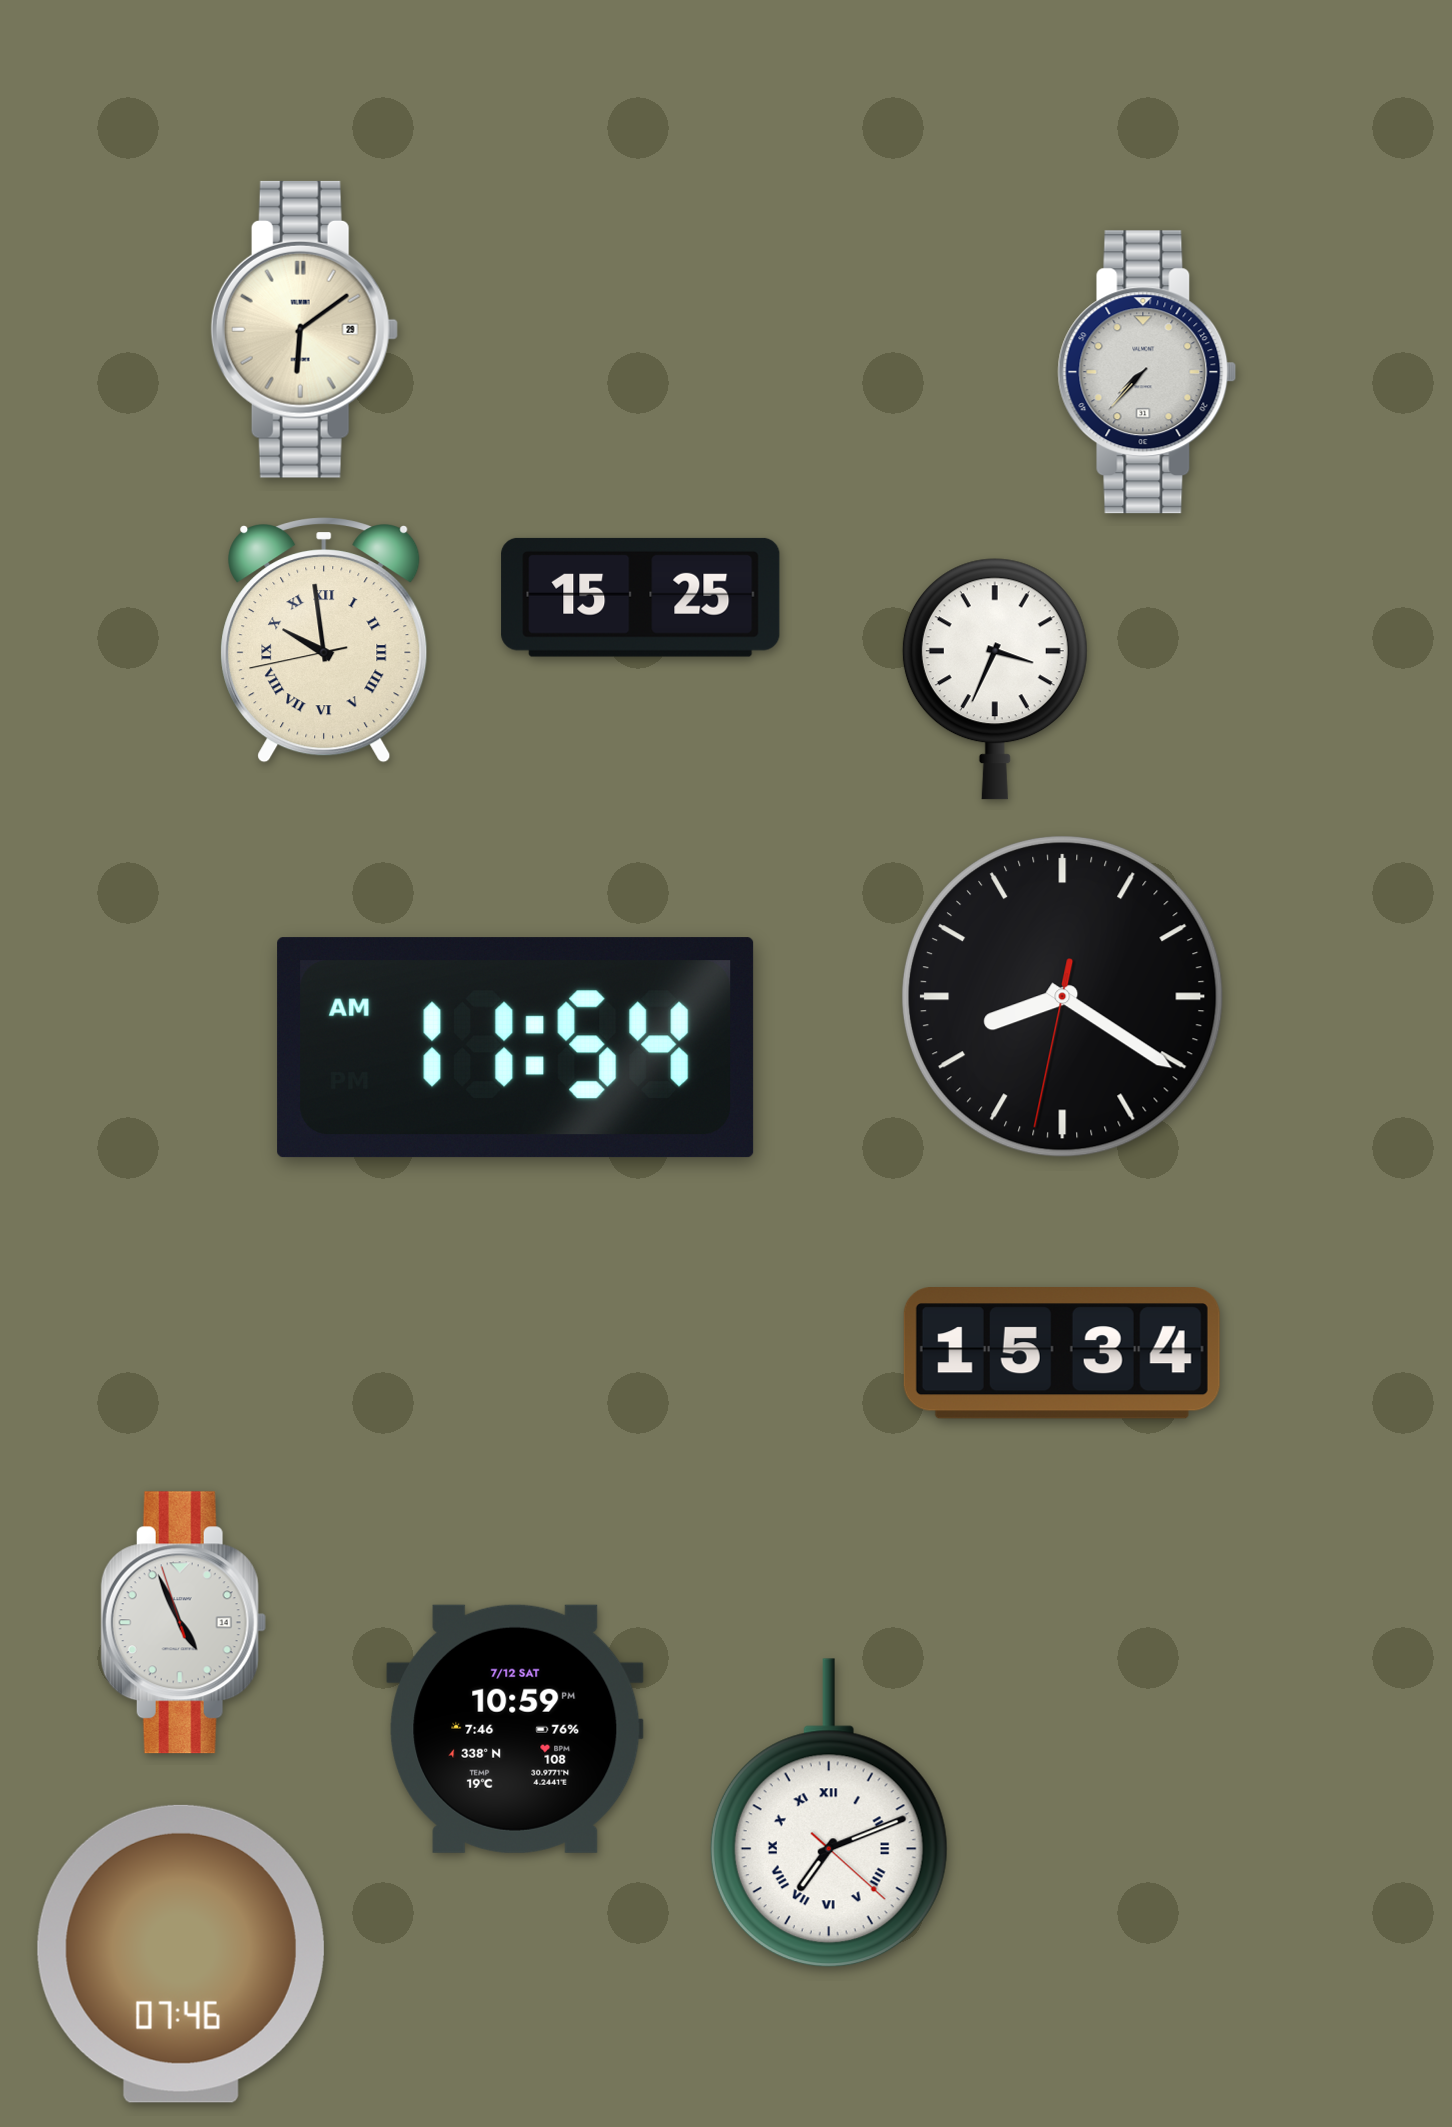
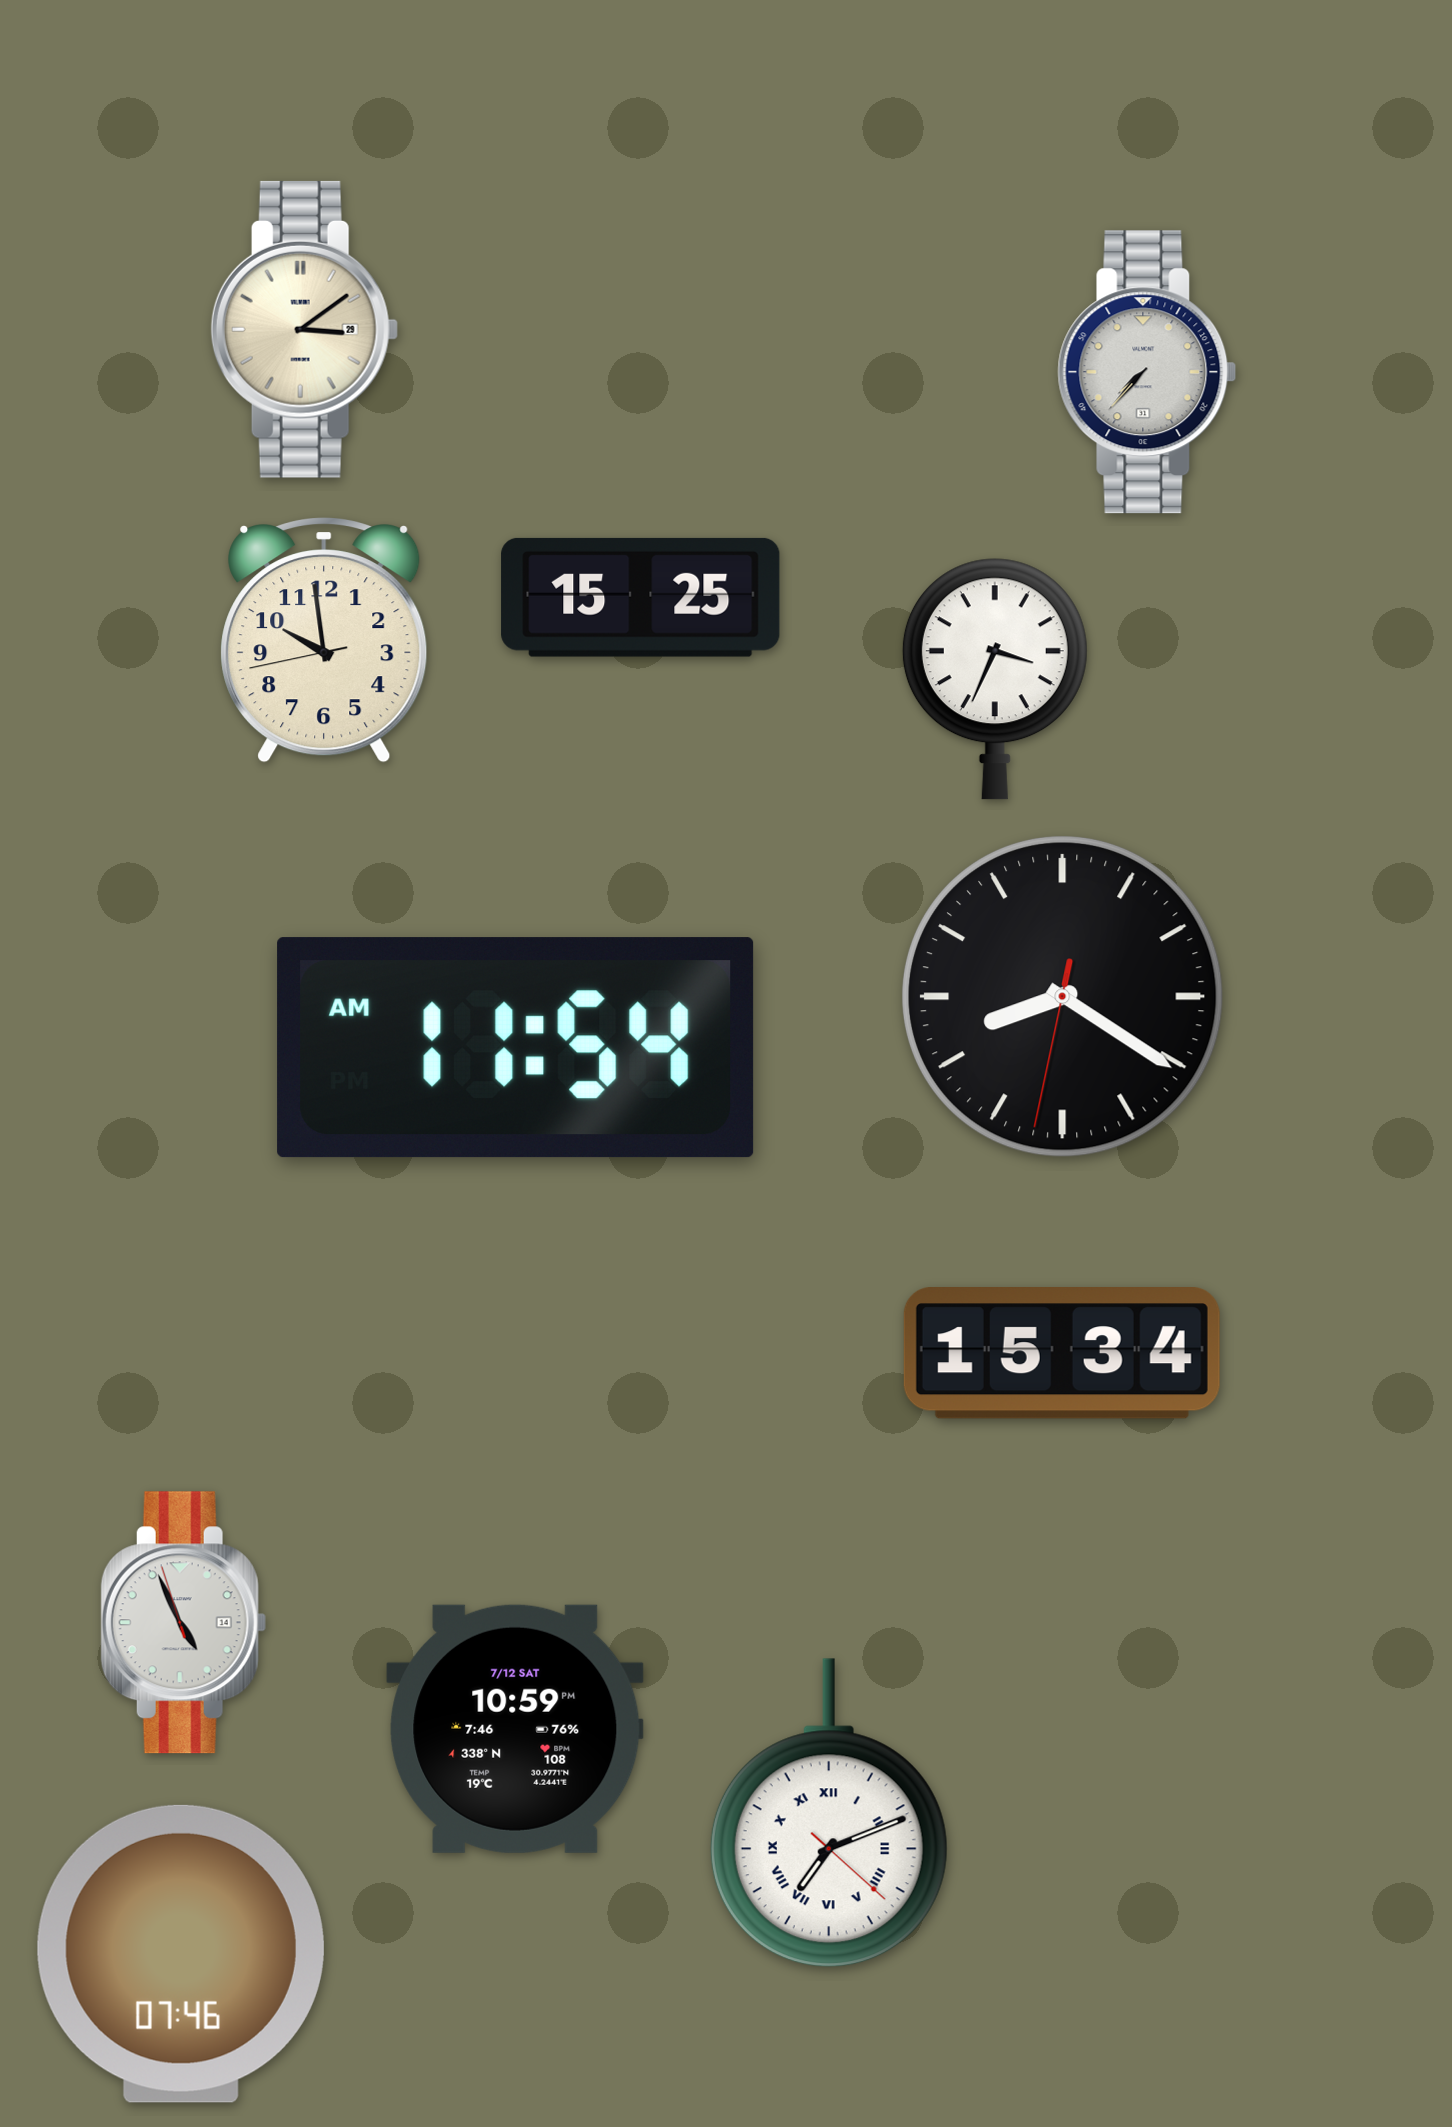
clock at (304, 329): 6:09 -> 3:09
clock at (324, 641) numerals: Roman -> Arabic
